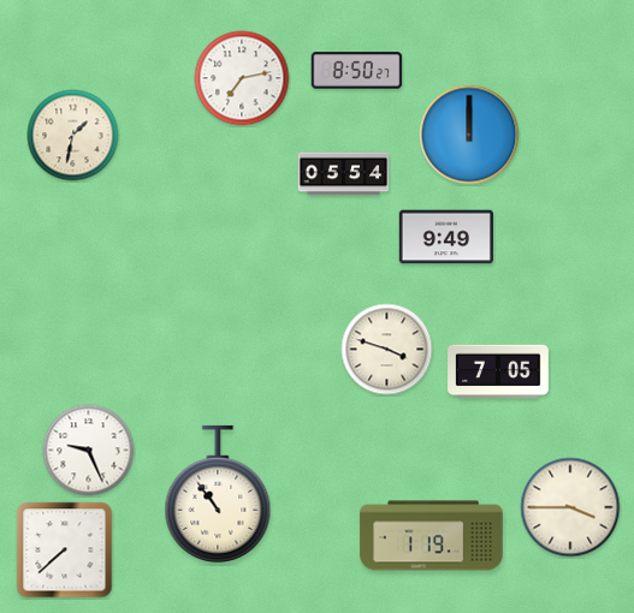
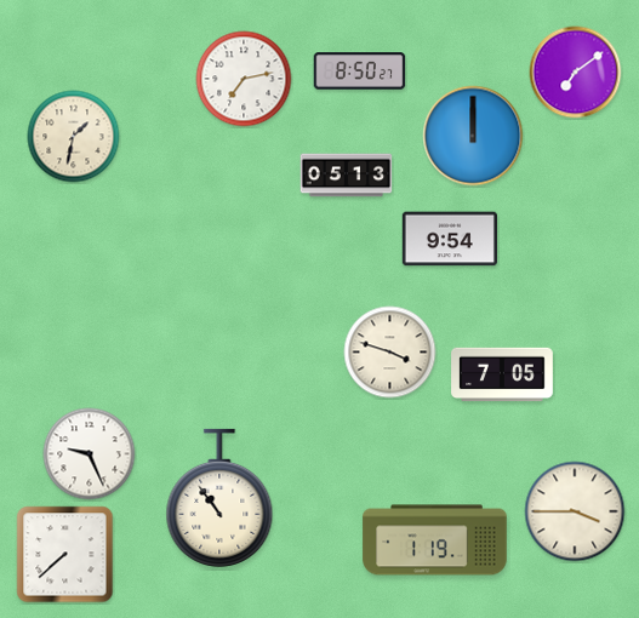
clock at (576, 73): none -> 7:09
clock at (344, 174): 05:54 -> 05:13
clock at (445, 237): 9:49 -> 9:54
